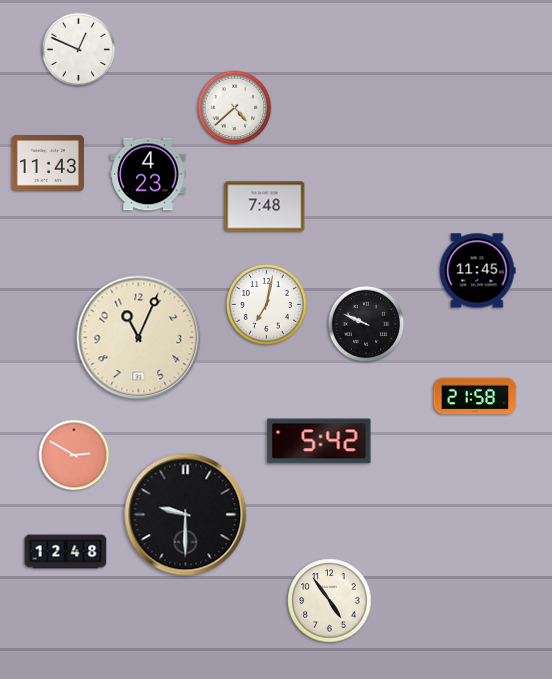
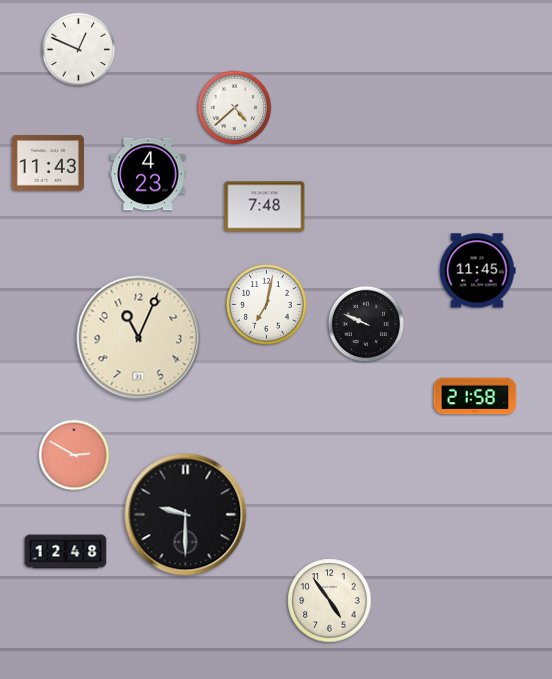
clock at (319, 441): 5:42 -> none
